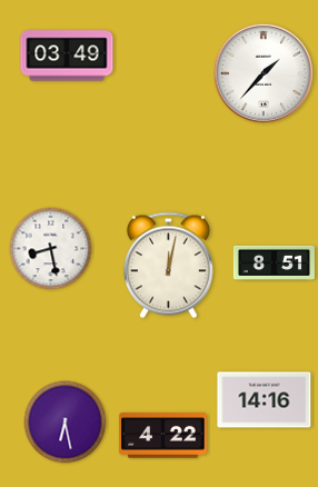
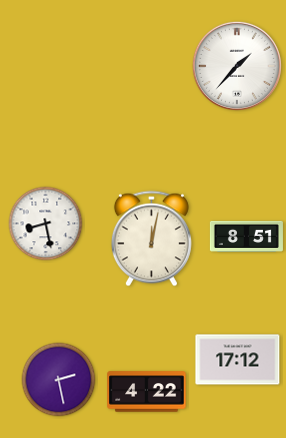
clock at (67, 56): 03:49 -> none
clock at (265, 400): 14:16 -> 17:12
clock at (66, 423): 6:28 -> 2:28
